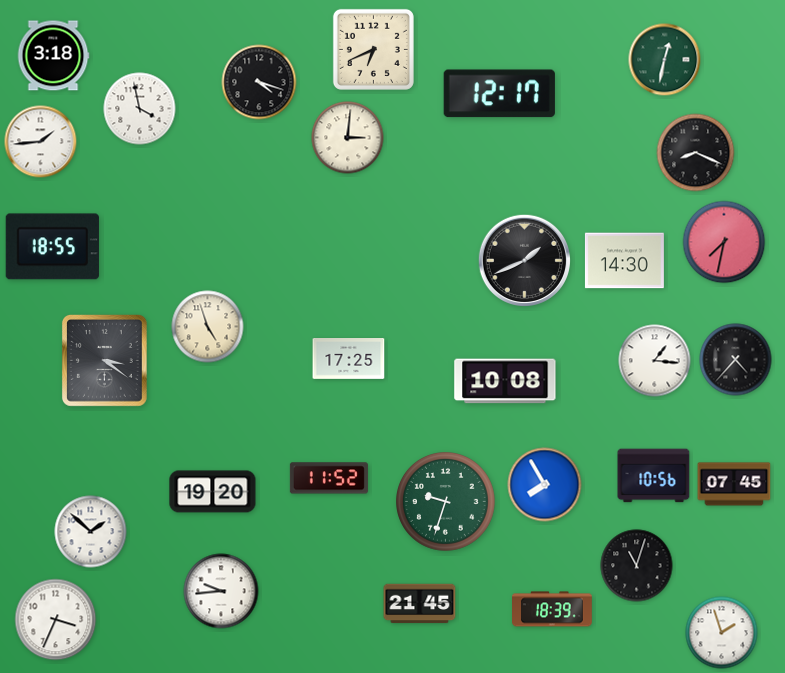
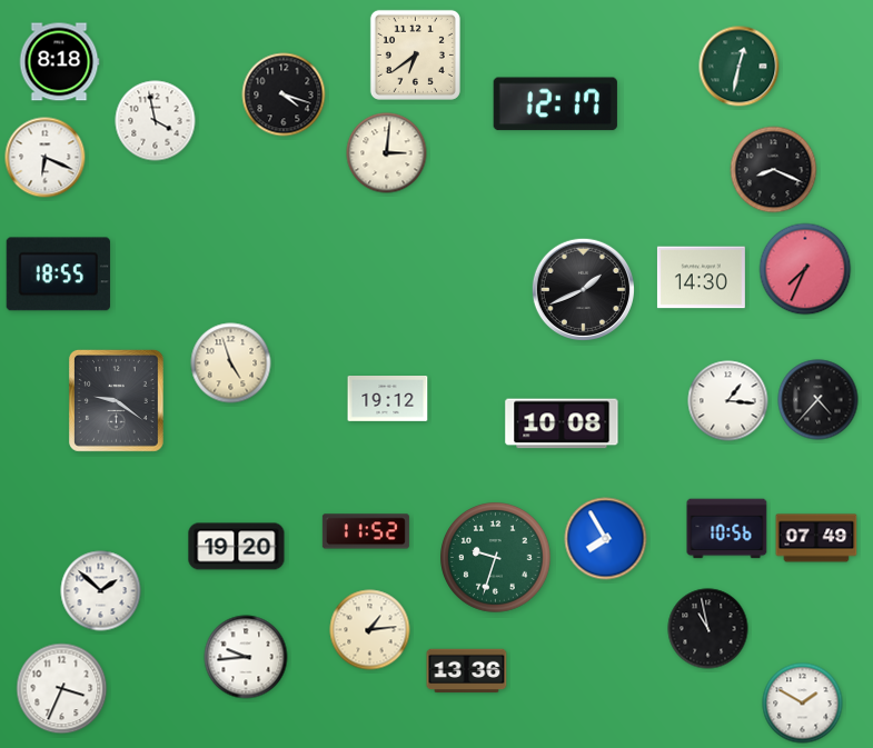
clock at (373, 49): 6:41 -> 6:39
clock at (53, 56): 3:18 -> 8:18
clock at (259, 82) position: (259, 82) -> (284, 94)
clock at (41, 142): 1:44 -> 6:19
clock at (724, 242): 7:32 -> 7:34
clock at (624, 261) position: (624, 261) -> (701, 278)
clock at (349, 359): 17:25 -> 19:12
clock at (104, 360): 3:21 -> 9:21
clock at (734, 484): 07:45 -> 07:49
clock at (637, 566): 11:03 -> 10:58
clock at (370, 630): none -> 1:14
clock at (420, 604): 21:45 -> 13:36
clock at (553, 609): 18:39 -> none
clock at (722, 633): 1:57 -> 1:50
